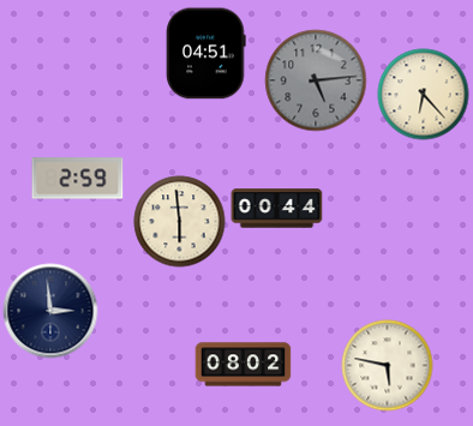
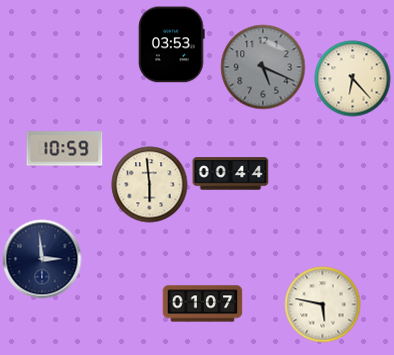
clock at (206, 54): 04:51 -> 03:53
clock at (316, 80): 5:14 -> 5:19
clock at (78, 179): 2:59 -> 10:59
clock at (244, 365): 08:02 -> 01:07
